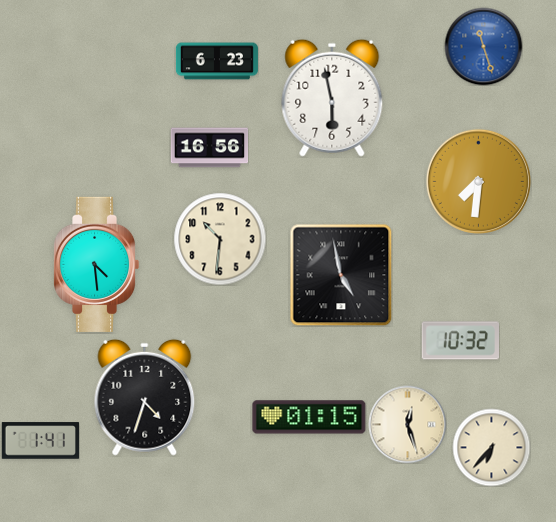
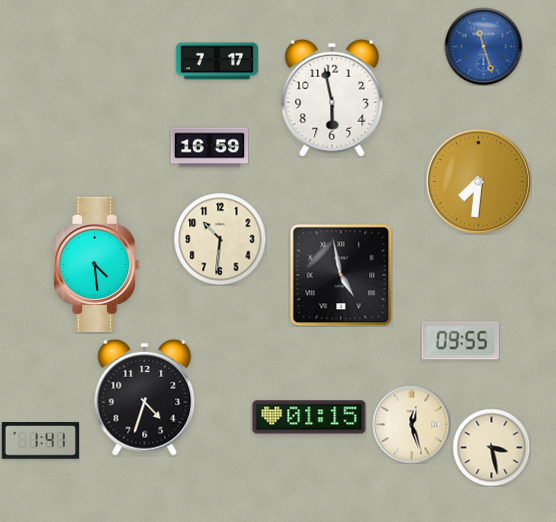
clock at (217, 61): 6:23 -> 7:17
clock at (209, 148): 16:56 -> 16:59
clock at (460, 341): 10:32 -> 09:55
clock at (407, 424) position: (407, 424) -> (411, 424)
clock at (491, 447): 6:37 -> 3:28
